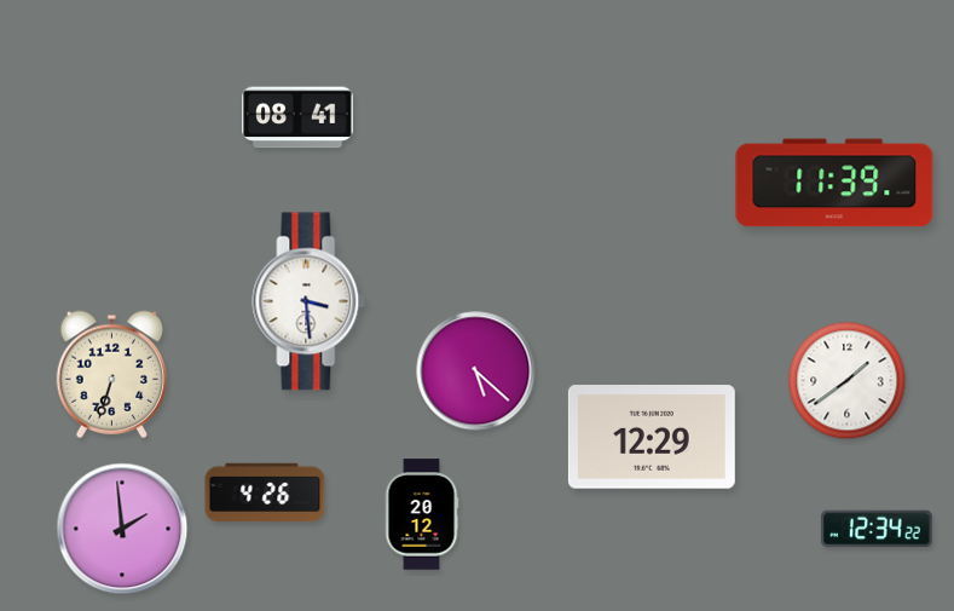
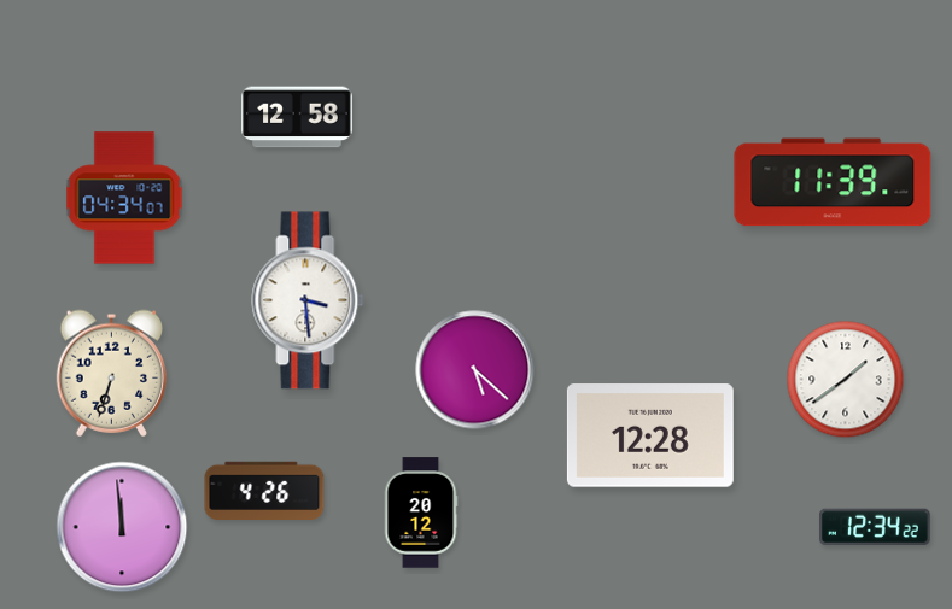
clock at (297, 117): 08:41 -> 12:58
clock at (124, 198): none -> 04:34
clock at (652, 437): 12:29 -> 12:28
clock at (122, 529): 1:59 -> 11:59
